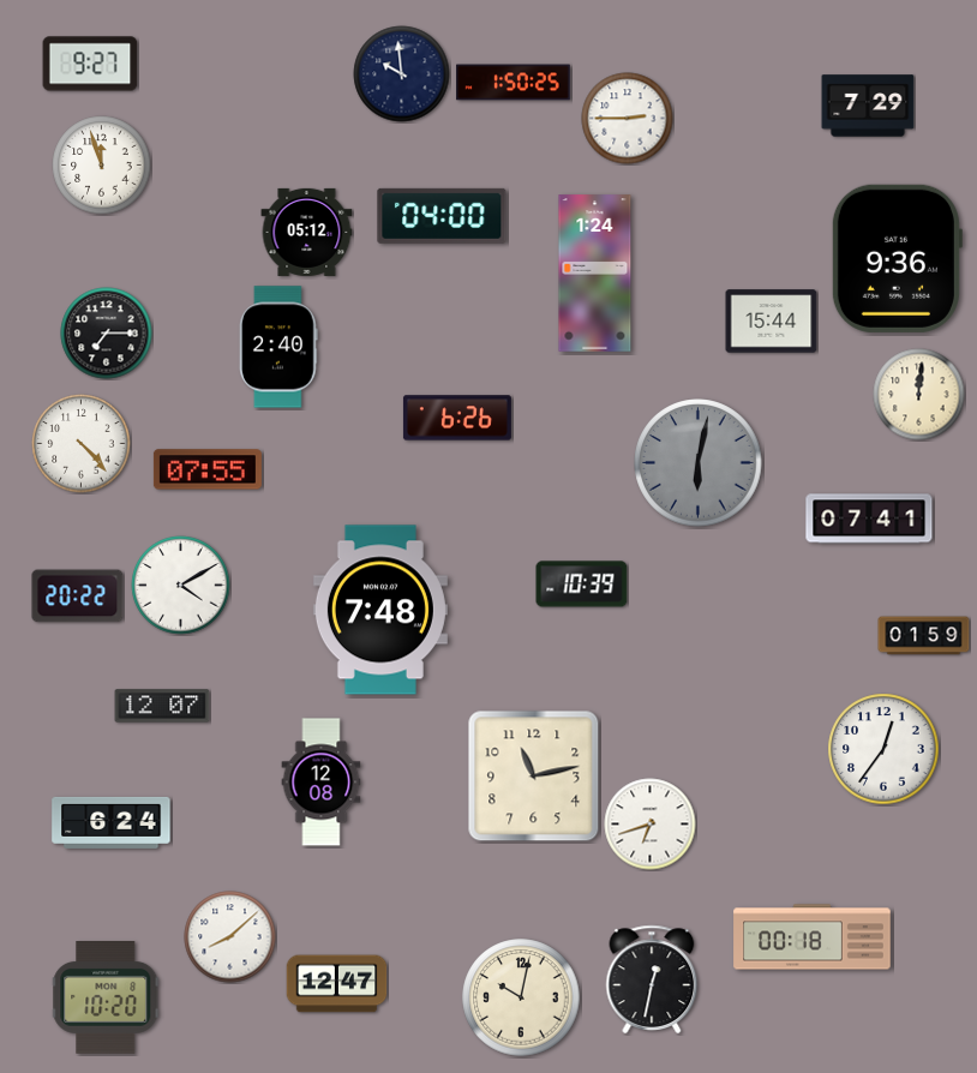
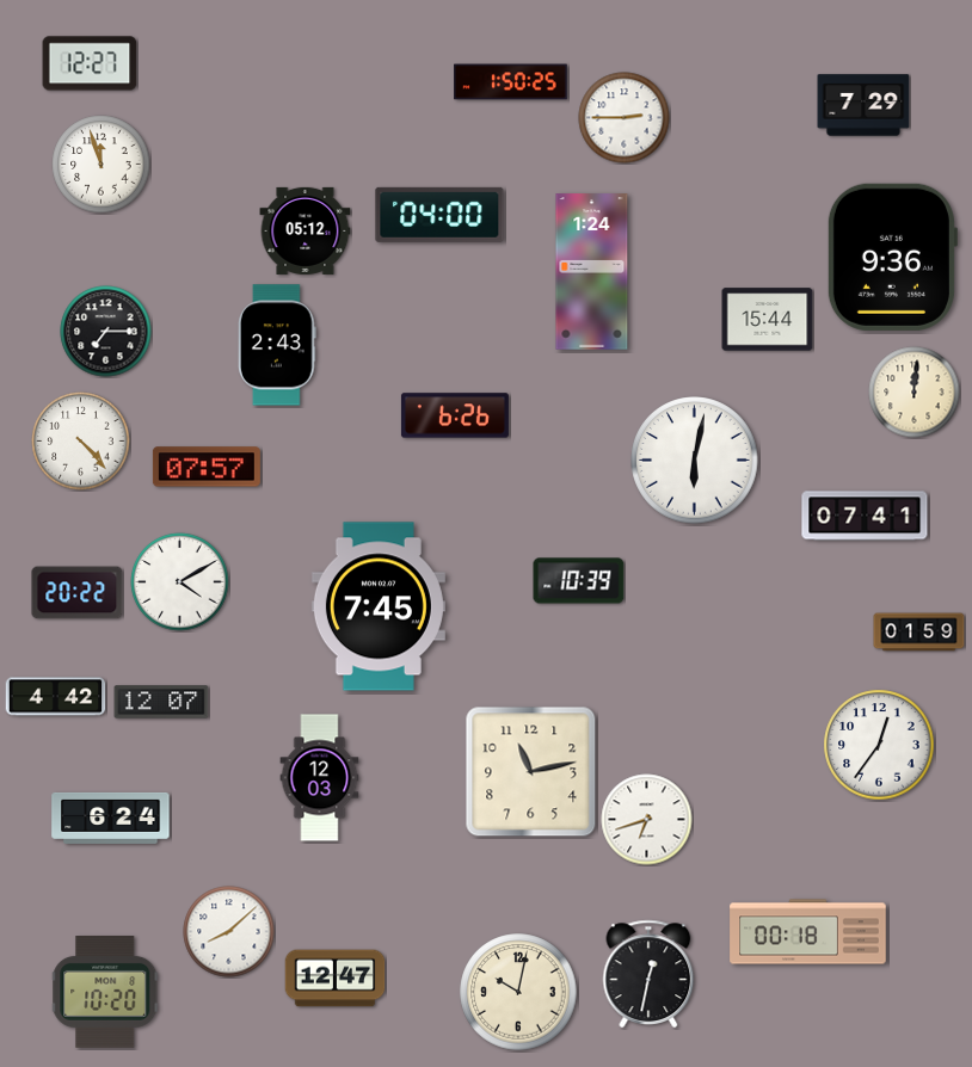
clock at (90, 64): 9:27 -> 12:27
clock at (402, 74): 9:59 -> none
clock at (280, 347): 2:40 -> 2:43
clock at (699, 463) dial: grey -> white
clock at (208, 469): 07:55 -> 07:57
clock at (380, 610): 7:48 -> 7:45
clock at (56, 697): none -> 4:42
clock at (322, 783): 12:08 -> 12:03
